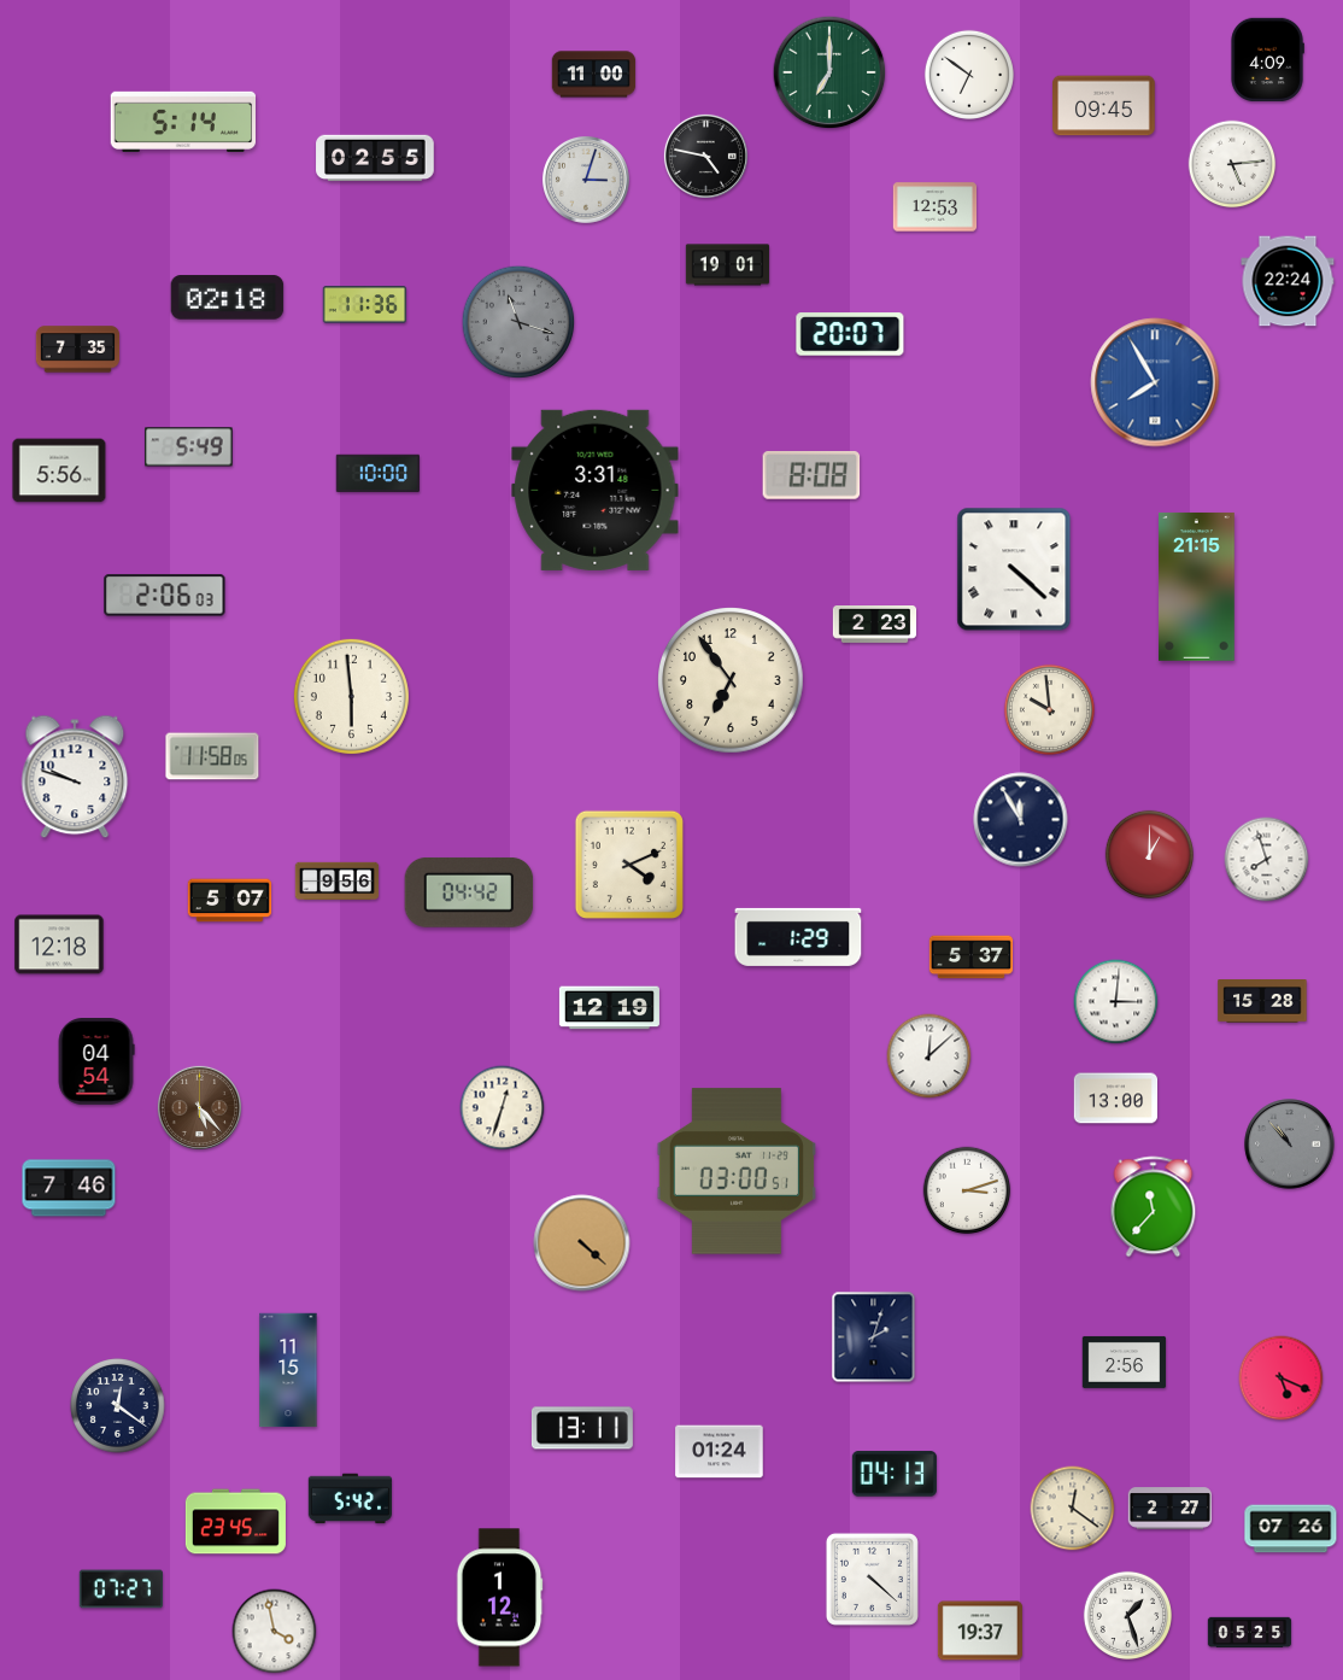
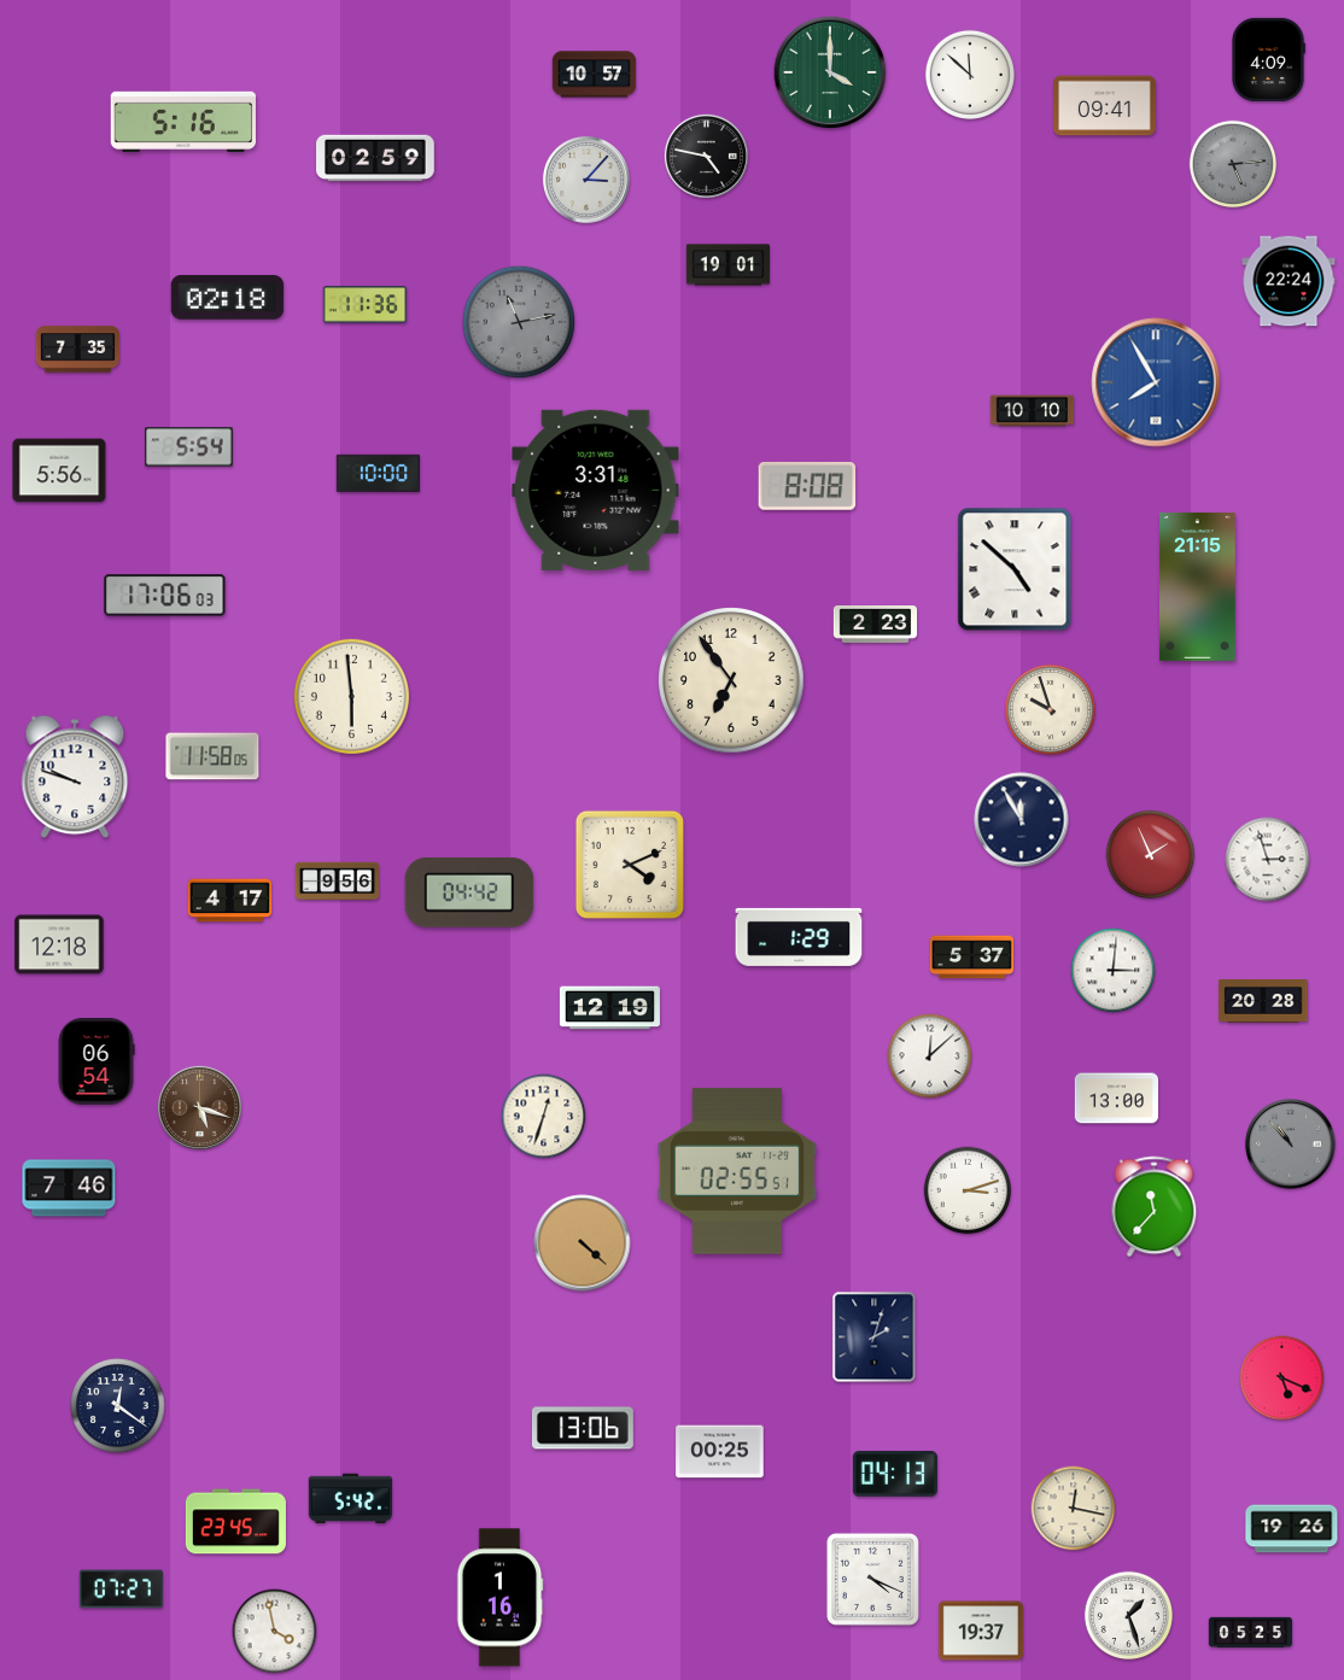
clock at (829, 72): 7:00 -> 4:00
clock at (594, 75): 11:00 -> 10:57
clock at (969, 75): 6:51 -> 11:52
clock at (1104, 106): 09:45 -> 09:41
clock at (182, 122): 5:14 -> 5:16
clock at (375, 158): 02:55 -> 02:59
clock at (1232, 164) dial: white -> grey
clock at (586, 180): 3:03 -> 3:07
clock at (936, 207): 12:53 -> none
clock at (518, 322): 11:18 -> 11:13
clock at (850, 334): 20:07 -> none
clock at (1033, 411): none -> 10:10
clock at (189, 447): 5:49 -> 5:54
clock at (811, 475) position: (811, 475) -> (807, 486)
clock at (1014, 569): 4:22 -> 4:52
clock at (165, 596): 2:06 -> 17:06
clock at (1049, 709): 9:59 -> 9:57
clock at (1150, 855): 1:00 -> 1:56
clock at (1267, 860): 7:57 -> 2:57
clock at (230, 901): 5:07 -> 4:17
clock at (1262, 1001): 15:28 -> 20:28
clock at (1116, 1002) position: (1116, 1002) -> (1114, 971)
clock at (96, 1063): 04:54 -> 06:54
clock at (199, 1107): 5:23 -> 5:18
clock at (503, 1108) position: (503, 1108) -> (544, 1117)
clock at (737, 1171): 03:00 -> 02:55
clock at (1125, 1362): 2:56 -> none
clock at (288, 1370): 11:15 -> none
clock at (582, 1428): 13:11 -> 13:06
clock at (720, 1452): 01:24 -> 00:25
clock at (1073, 1509): 12:21 -> 12:17
clock at (1171, 1509): 2:27 -> none
clock at (1291, 1529): 07:26 -> 19:26
clock at (872, 1579): 4:22 -> 4:19
clock at (499, 1598): 1:12 -> 1:16
